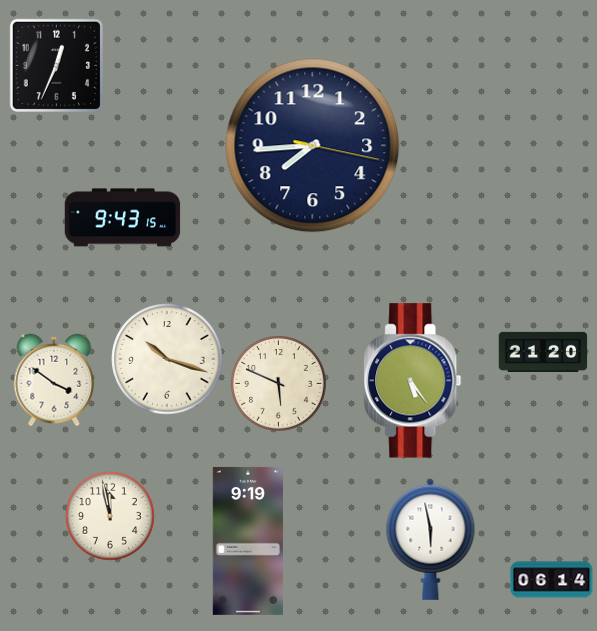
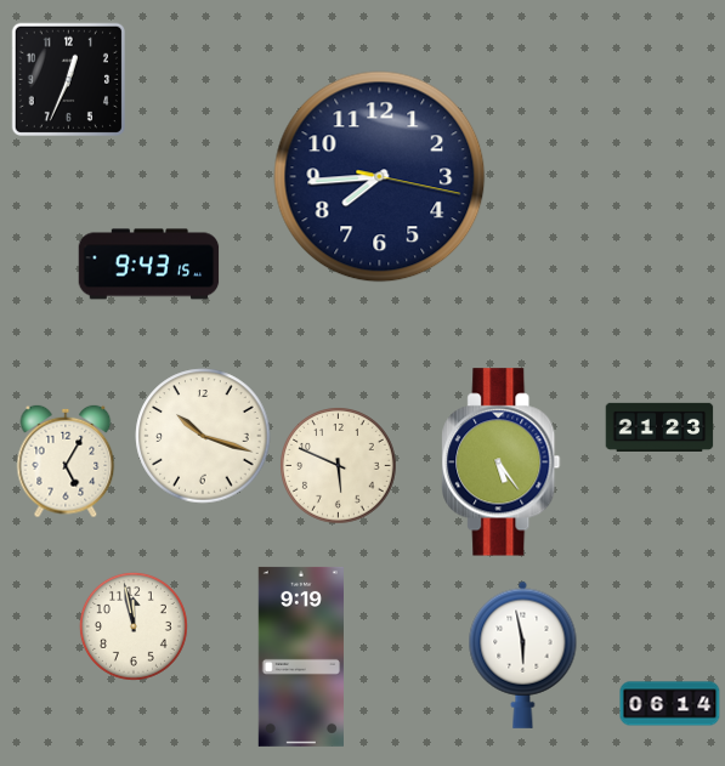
clock at (543, 352): 21:20 -> 21:23
clock at (54, 380): 3:51 -> 5:05
